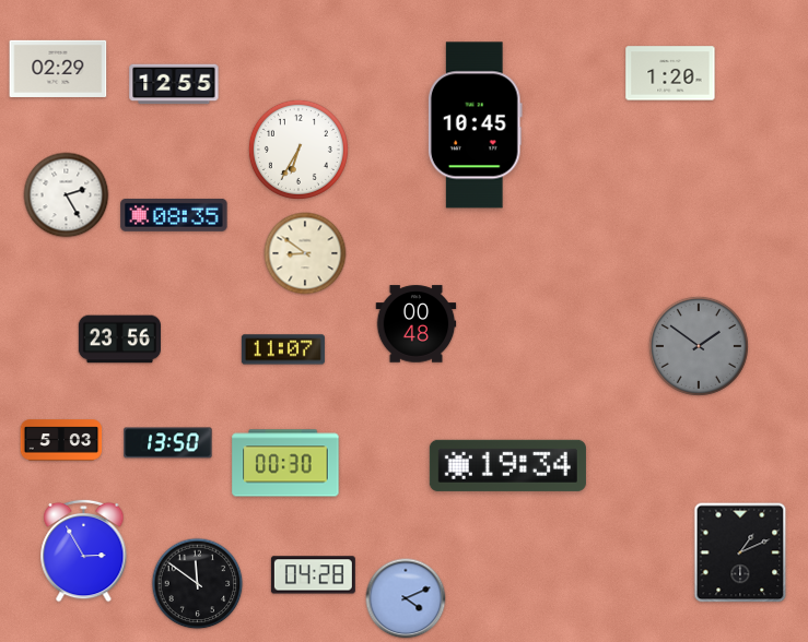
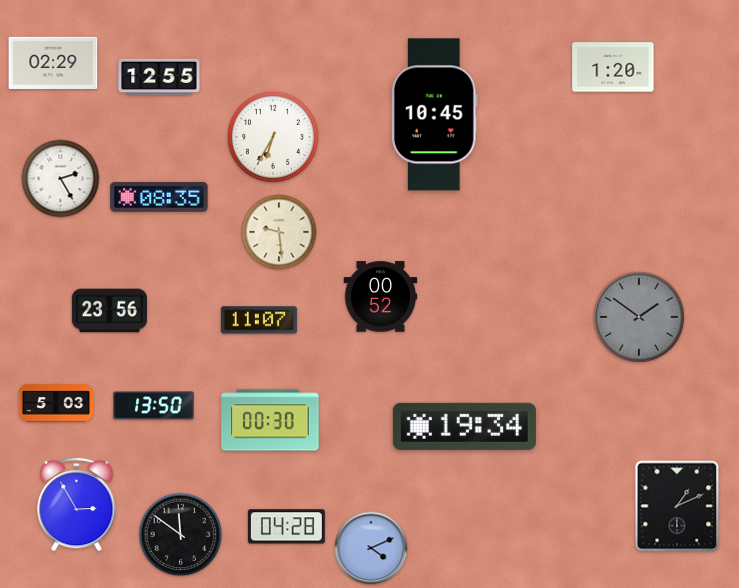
clock at (305, 253): 8:51 -> 9:29
clock at (417, 324): 00:48 -> 00:52
clock at (285, 463) position: (285, 463) -> (270, 420)
